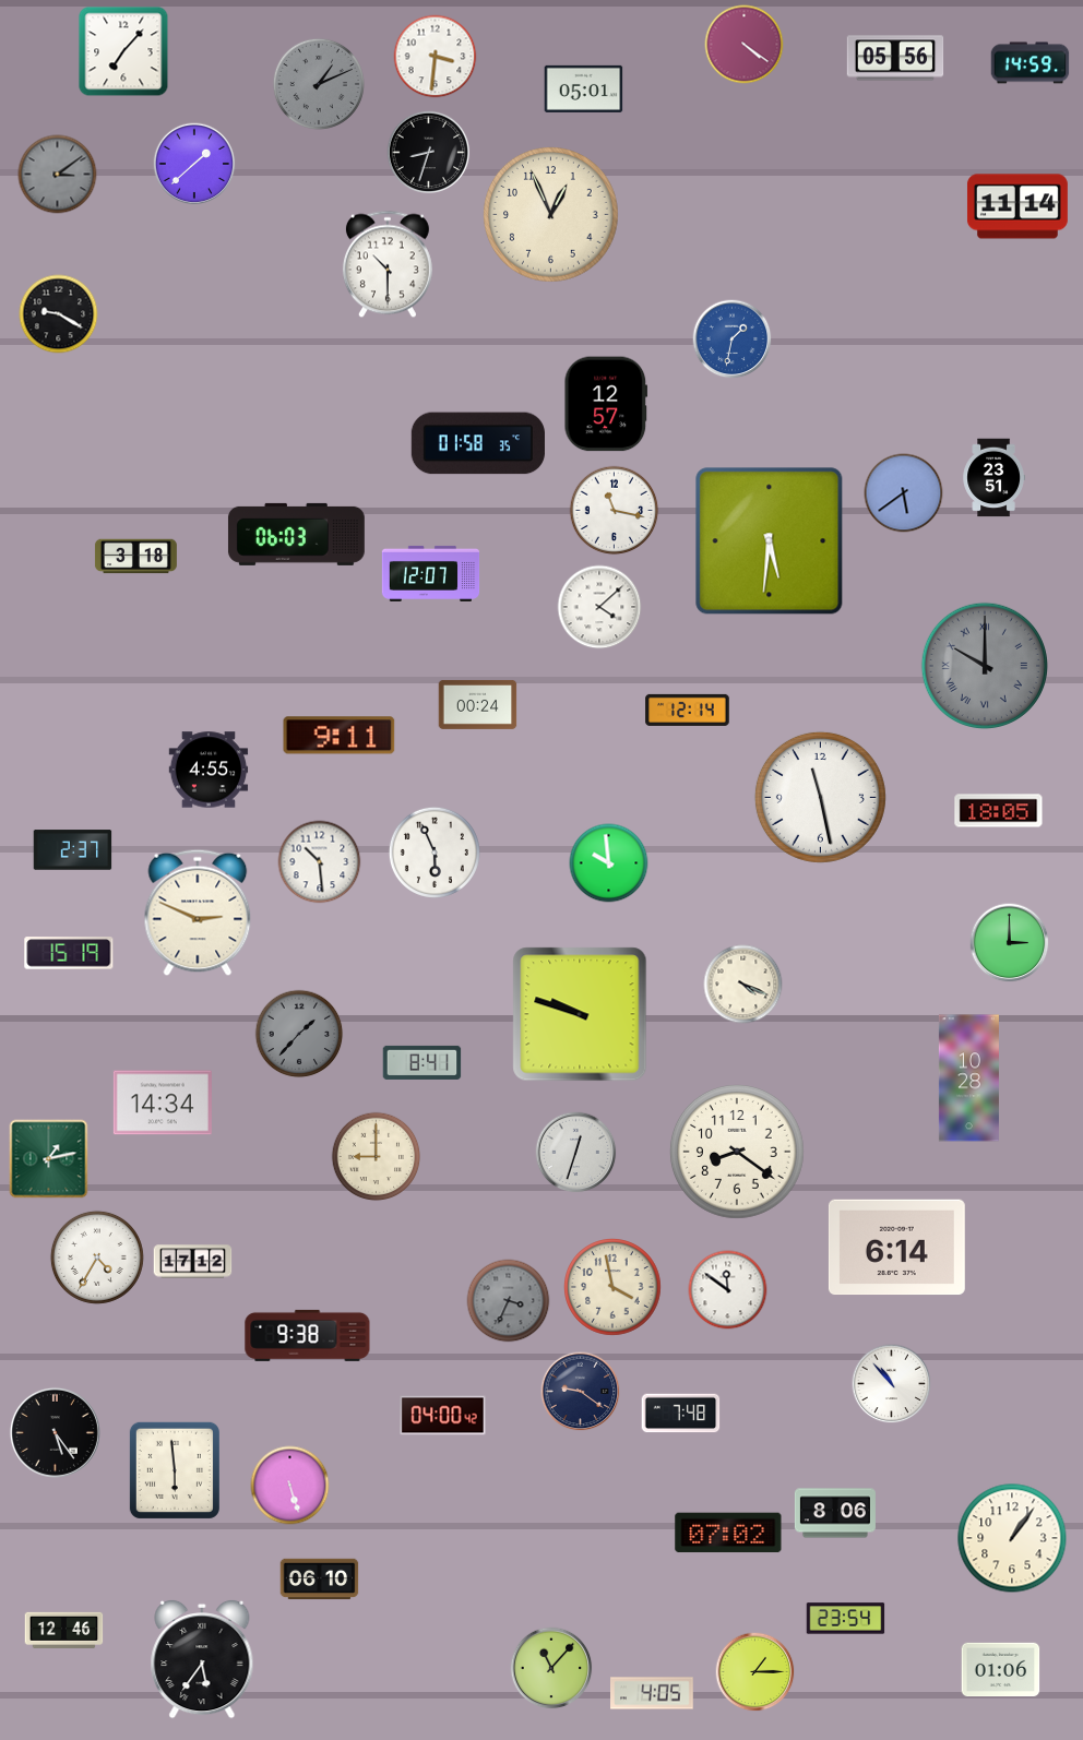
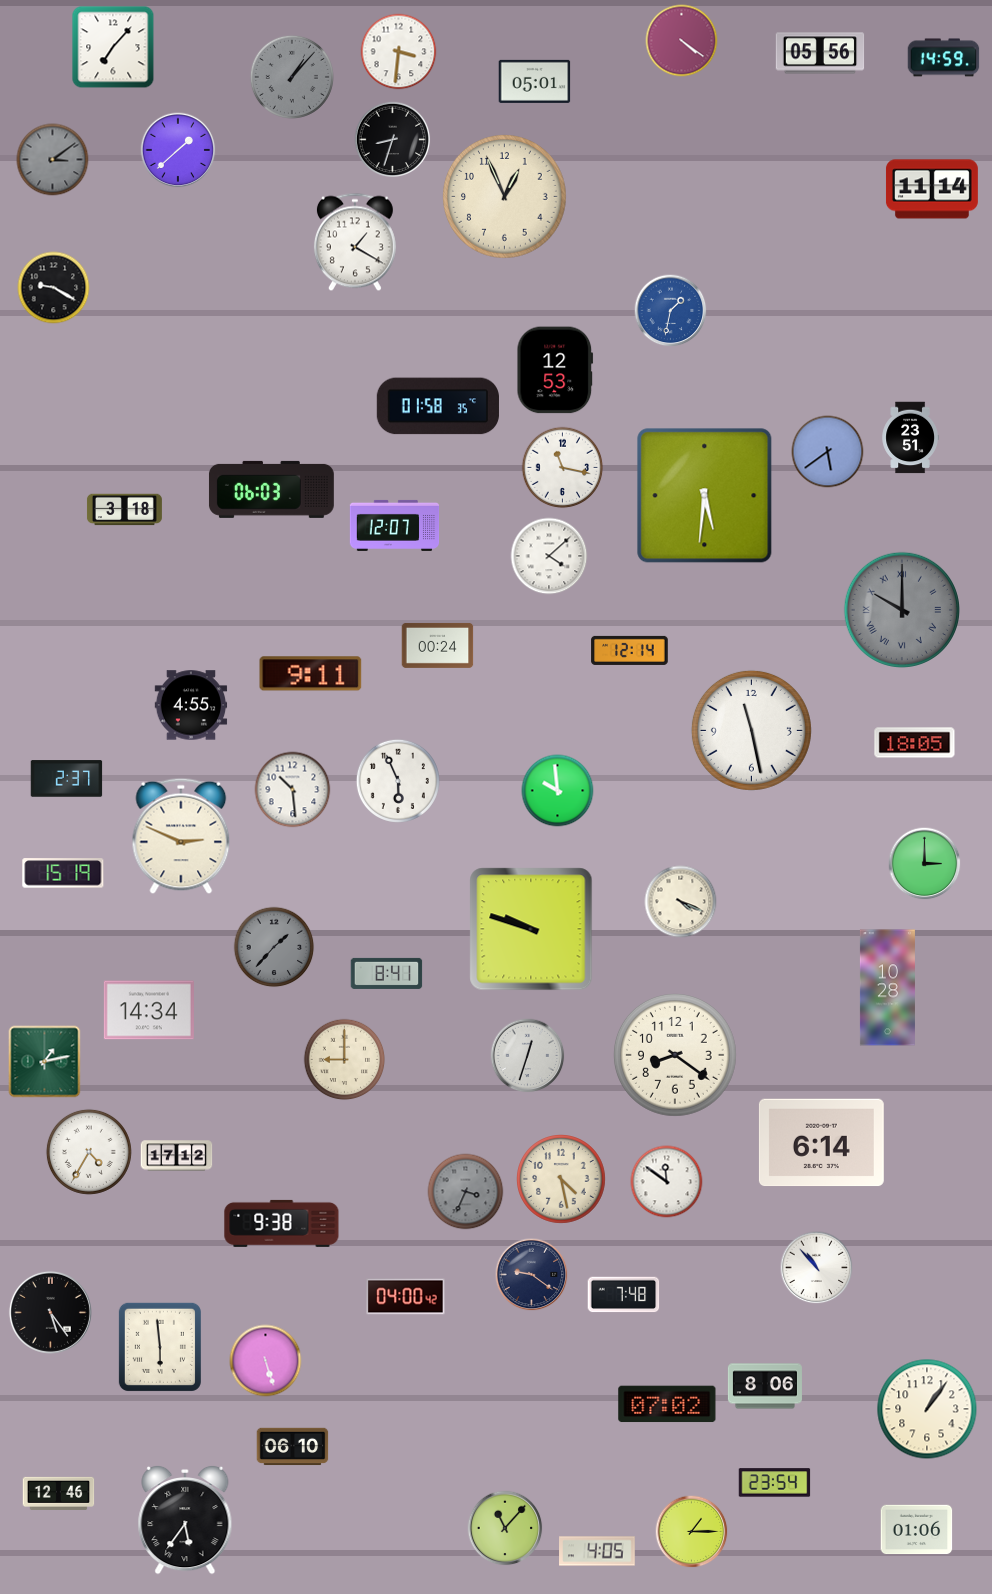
clock at (319, 84): 1:11 -> 1:07
clock at (388, 264): 10:30 -> 1:20
clock at (606, 404): 12:57 -> 12:53
clock at (614, 1288): 3:58 -> 4:28
